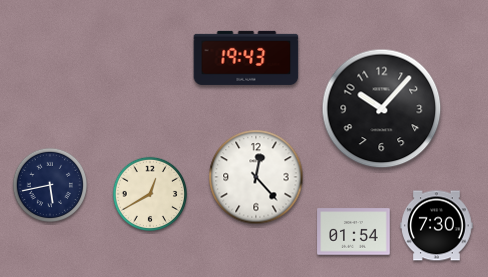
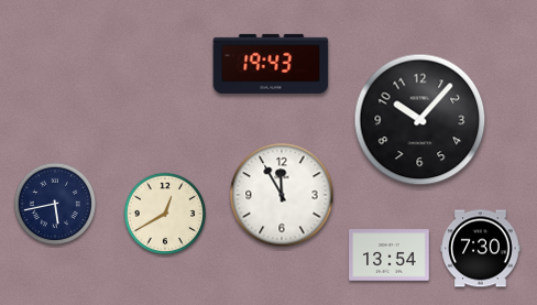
clock at (256, 177): 12:23 -> 11:55
clock at (354, 232): 01:54 -> 13:54
